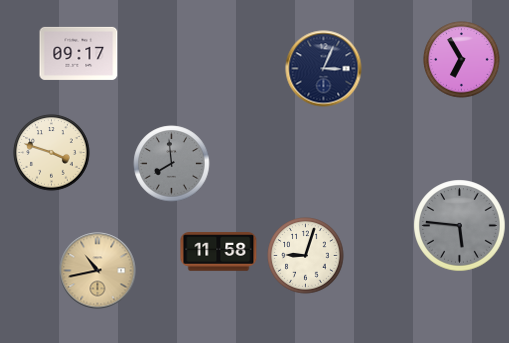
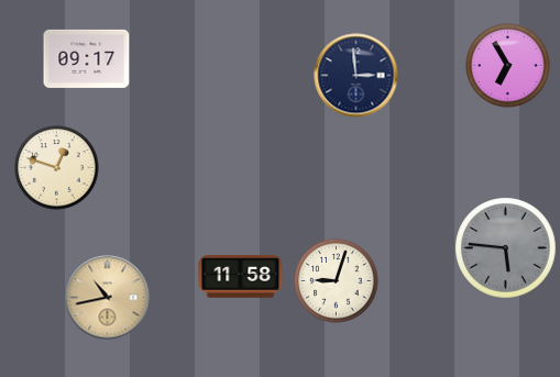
clock at (324, 69): 3:04 -> 2:59
clock at (52, 153): 3:48 -> 12:48
clock at (172, 164): 7:59 -> none
